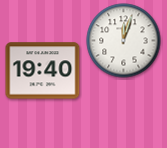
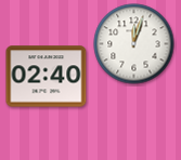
clock at (43, 71): 19:40 -> 02:40
